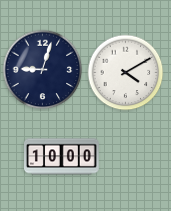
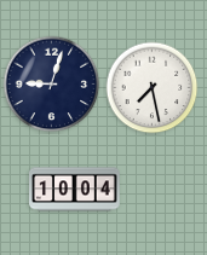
clock at (126, 73): 4:10 -> 7:28
clock at (62, 157): 10:00 -> 10:04
